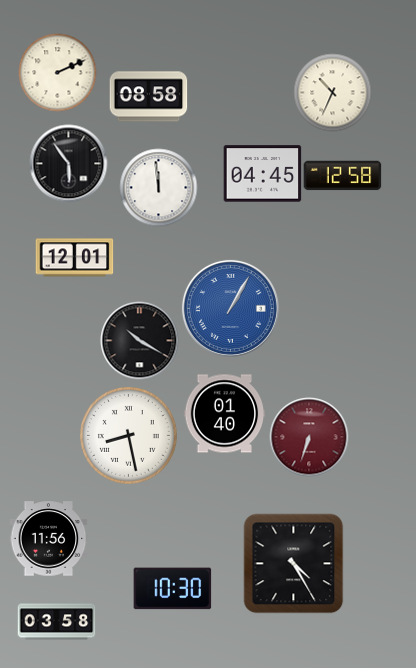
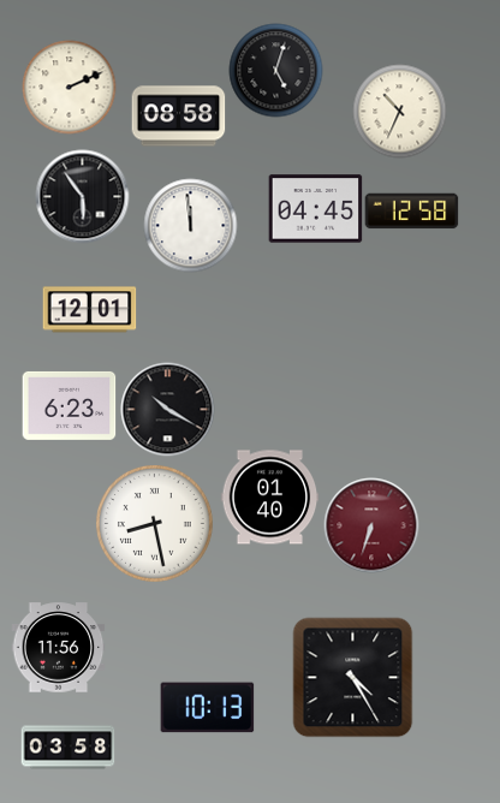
clock at (275, 70): none -> 5:03
clock at (230, 308): 1:05 -> none
clock at (69, 405): none -> 6:23
clock at (172, 589): 10:30 -> 10:13
